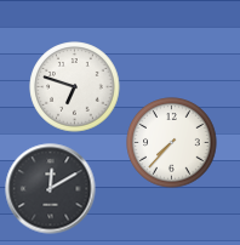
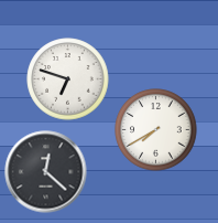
clock at (172, 143): 7:37 -> 7:40
clock at (51, 189): 12:10 -> 12:22
